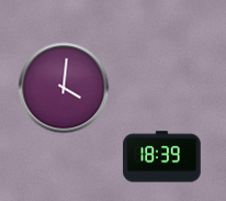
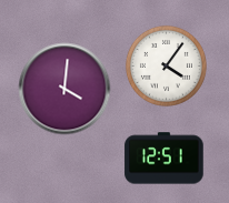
clock at (166, 65): none -> 4:06
clock at (162, 157): 18:39 -> 12:51
